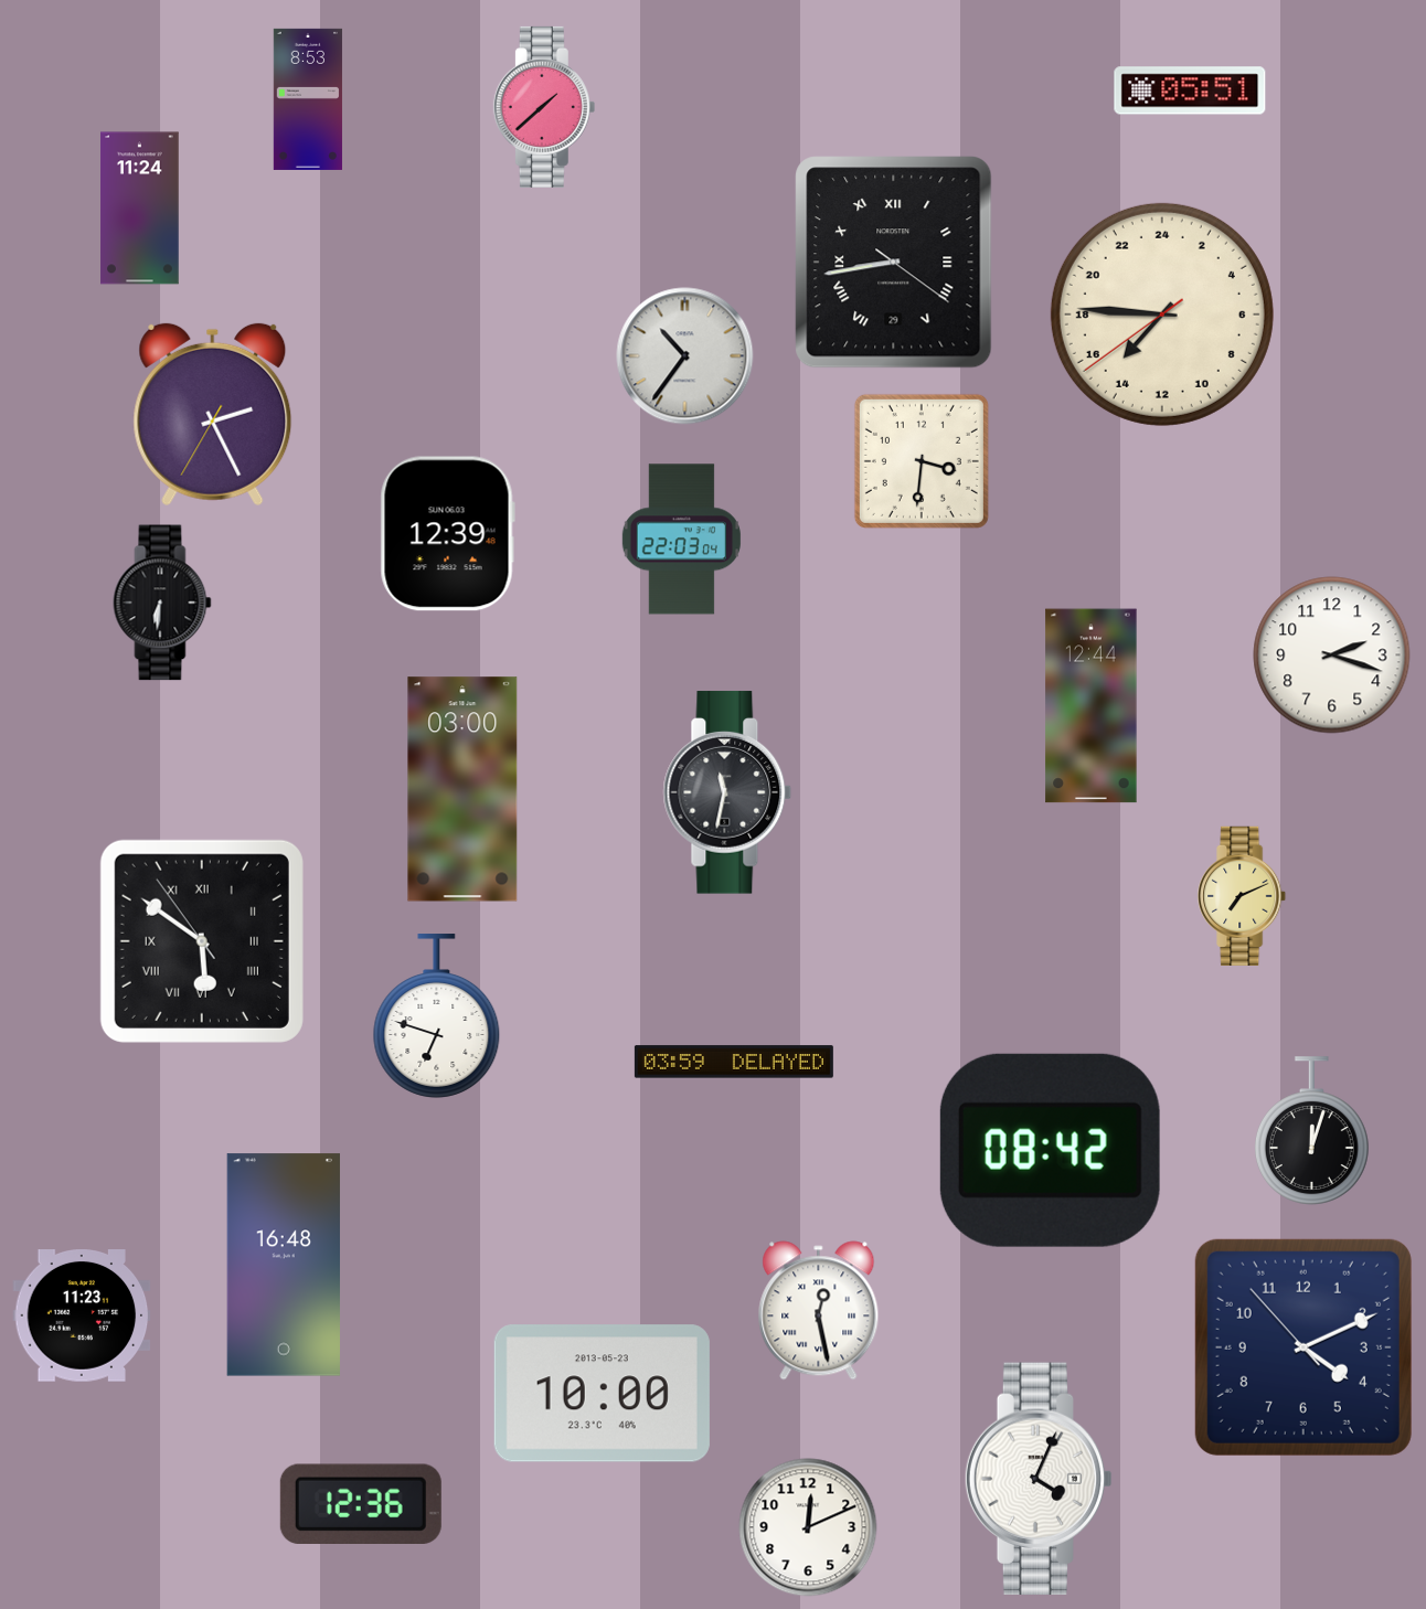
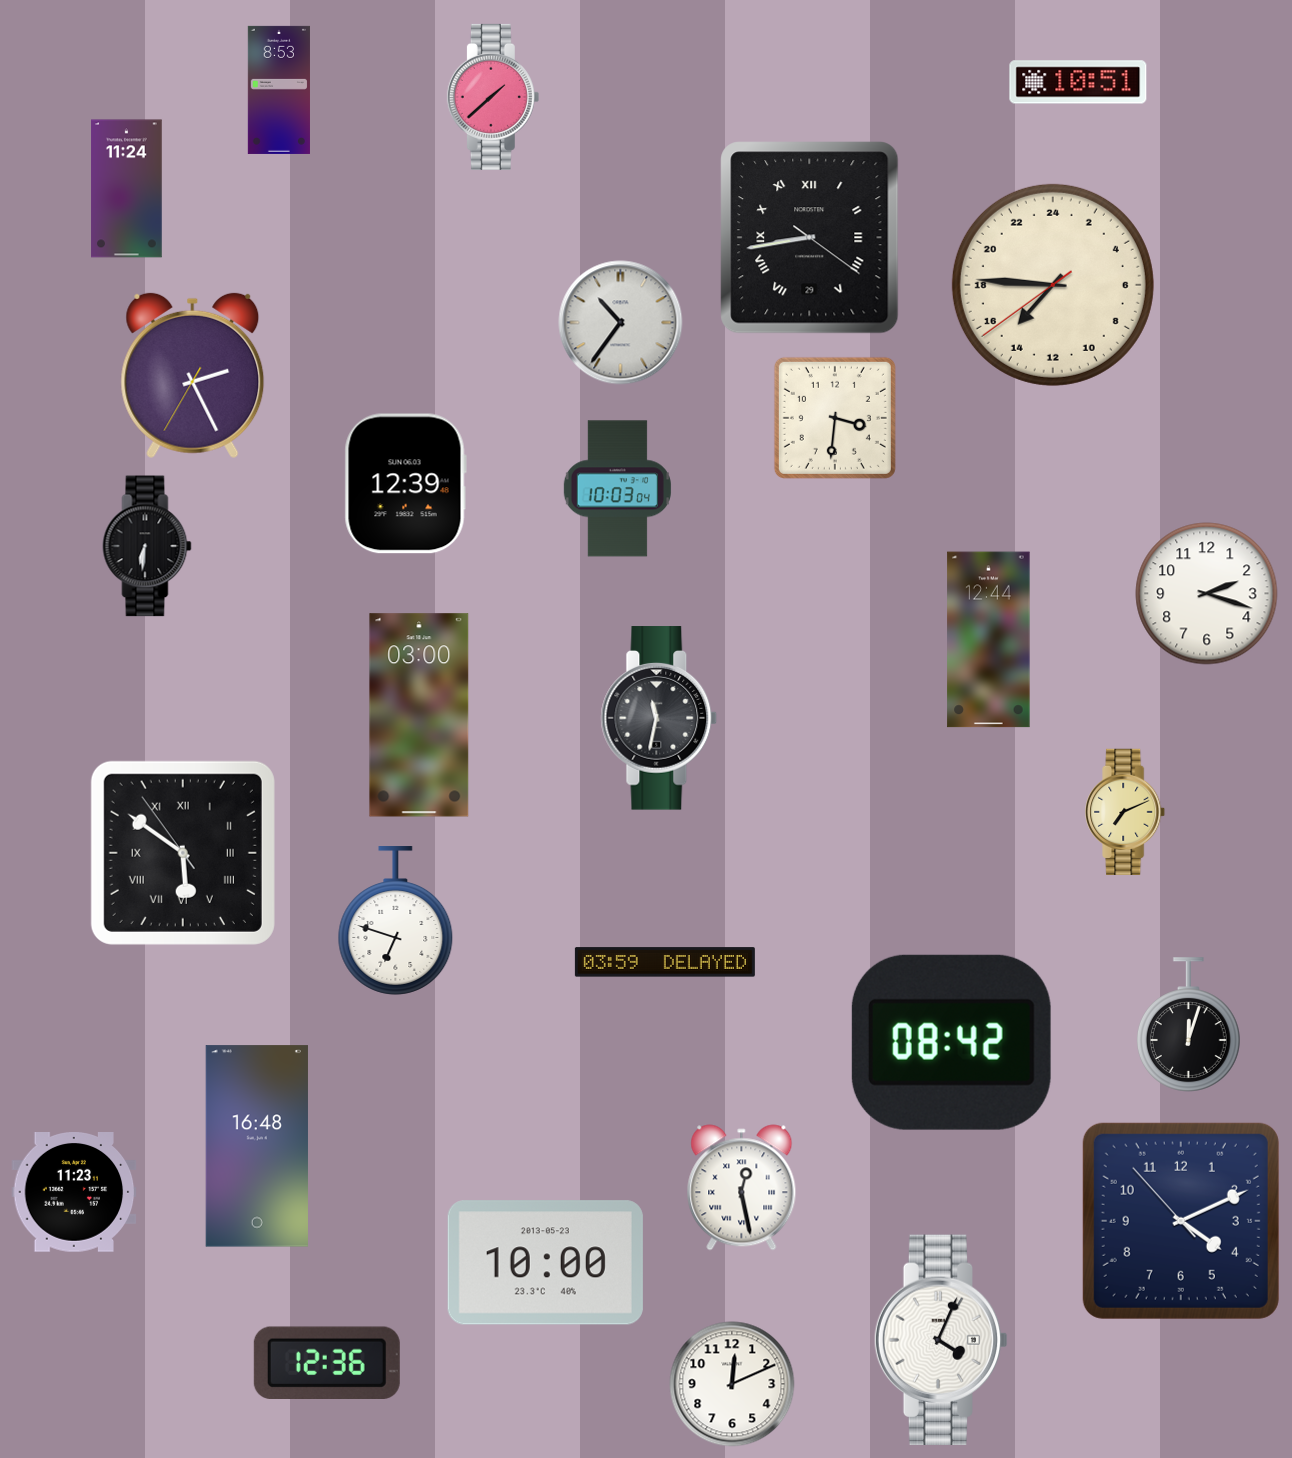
clock at (1190, 90): 05:51 -> 10:51
clock at (681, 540): 22:03 -> 10:03
